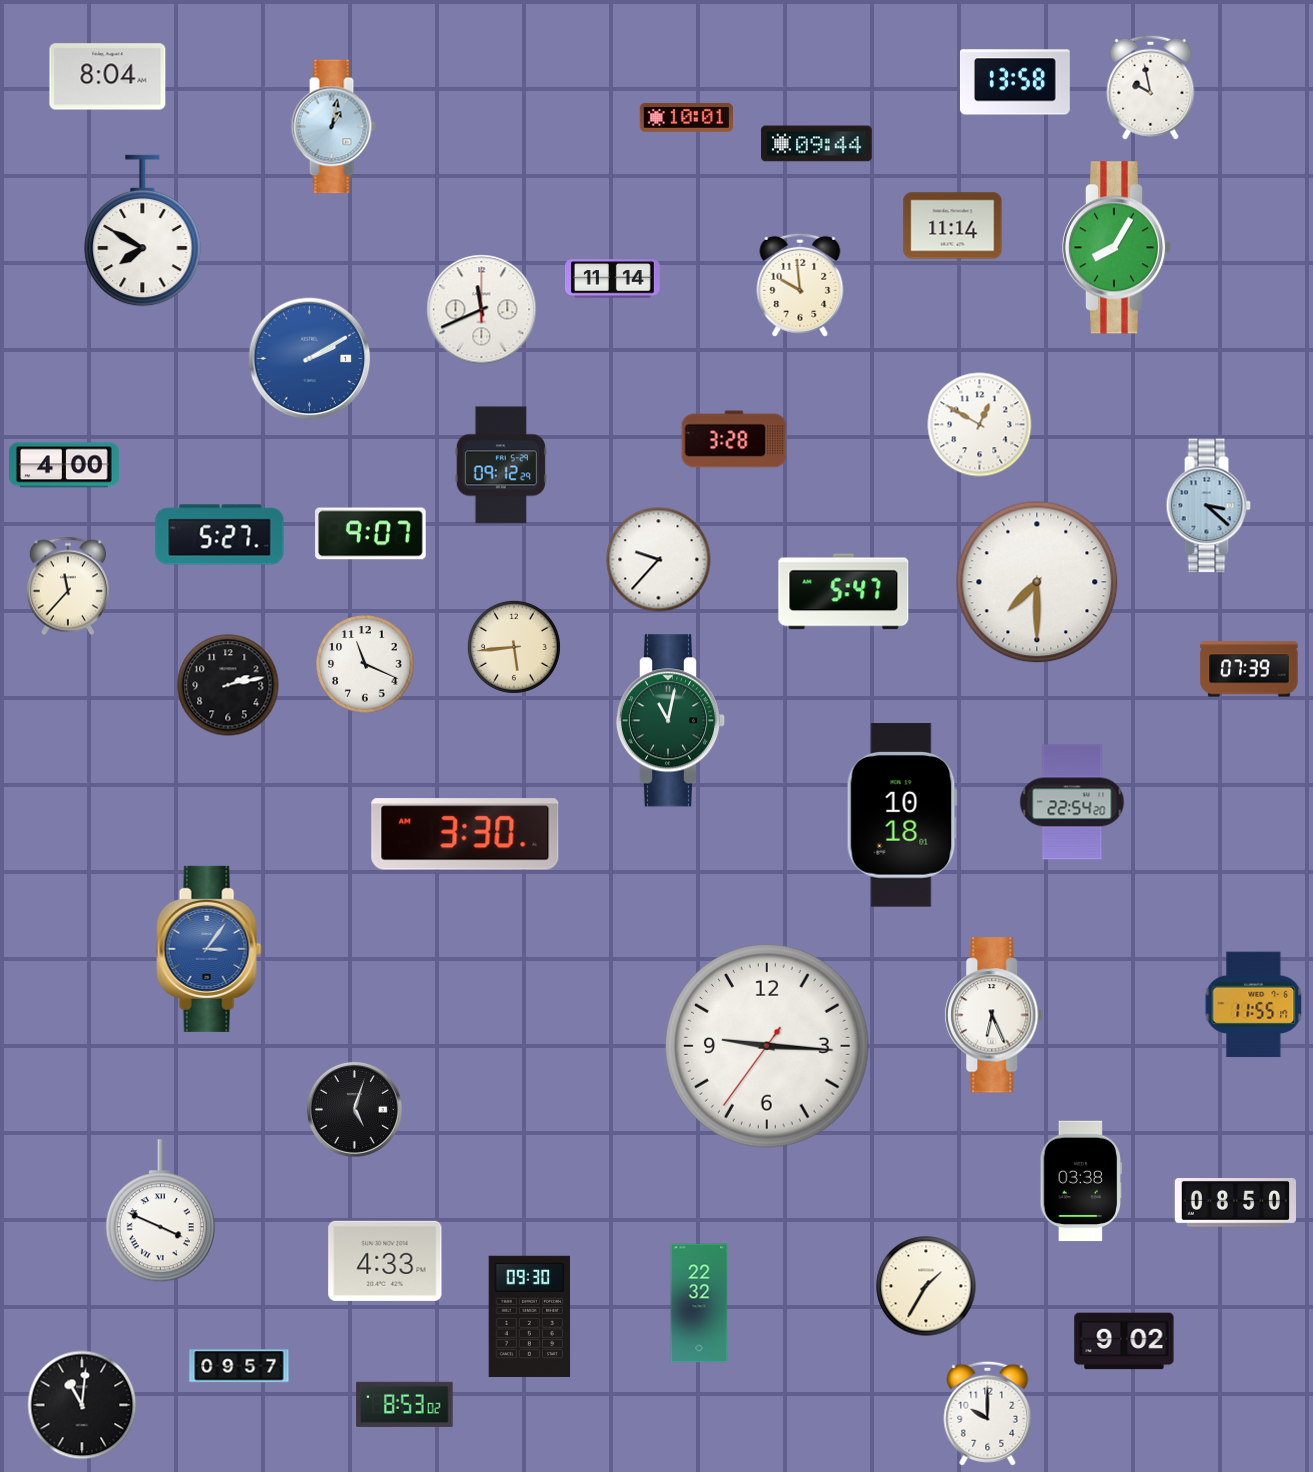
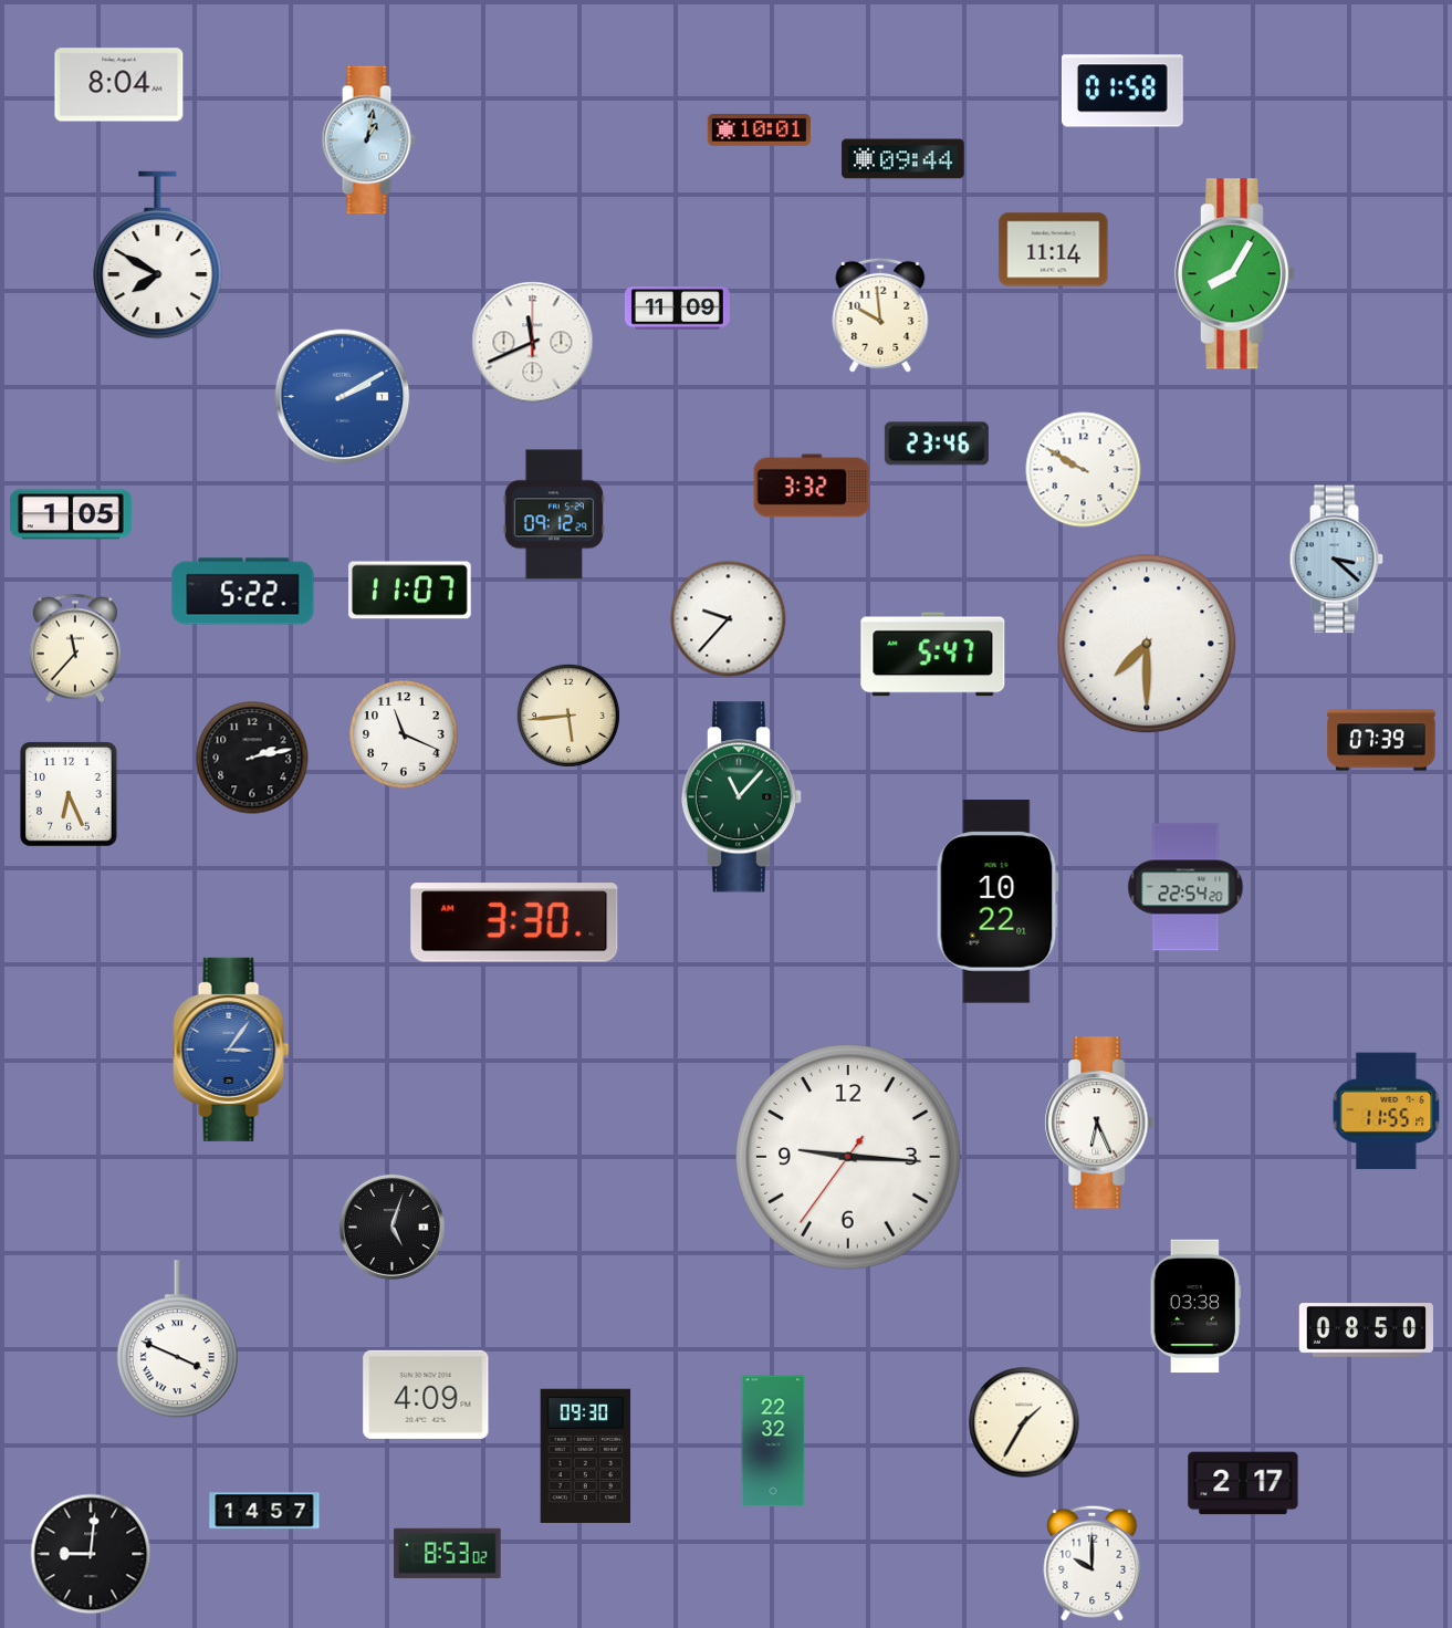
clock at (1015, 82): 13:58 -> 01:58
clock at (1151, 87): 9:58 -> none
clock at (612, 279): 11:14 -> 11:09
clock at (800, 285) position: (800, 285) -> (880, 315)
clock at (937, 443): none -> 23:46
clock at (980, 425): 12:50 -> 9:50
clock at (734, 439): 3:28 -> 3:32
clock at (65, 465): 4:00 -> 1:05
clock at (371, 534): 9:07 -> 11:07
clock at (220, 535): 5:27 -> 5:22
clock at (70, 794): none -> 6:26
clock at (671, 721): 11:02 -> 11:07
clock at (902, 815): 10:18 -> 10:22
clock at (385, 1261): 4:33 -> 4:09
clock at (1124, 1341): 9:02 -> 2:17
clock at (239, 1366): 09:57 -> 14:57
clock at (82, 1405): 11:01 -> 9:01
